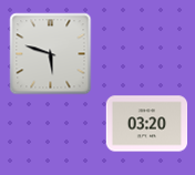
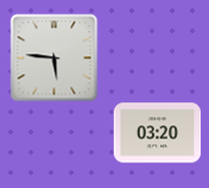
clock at (51, 54): 5:48 -> 5:46
